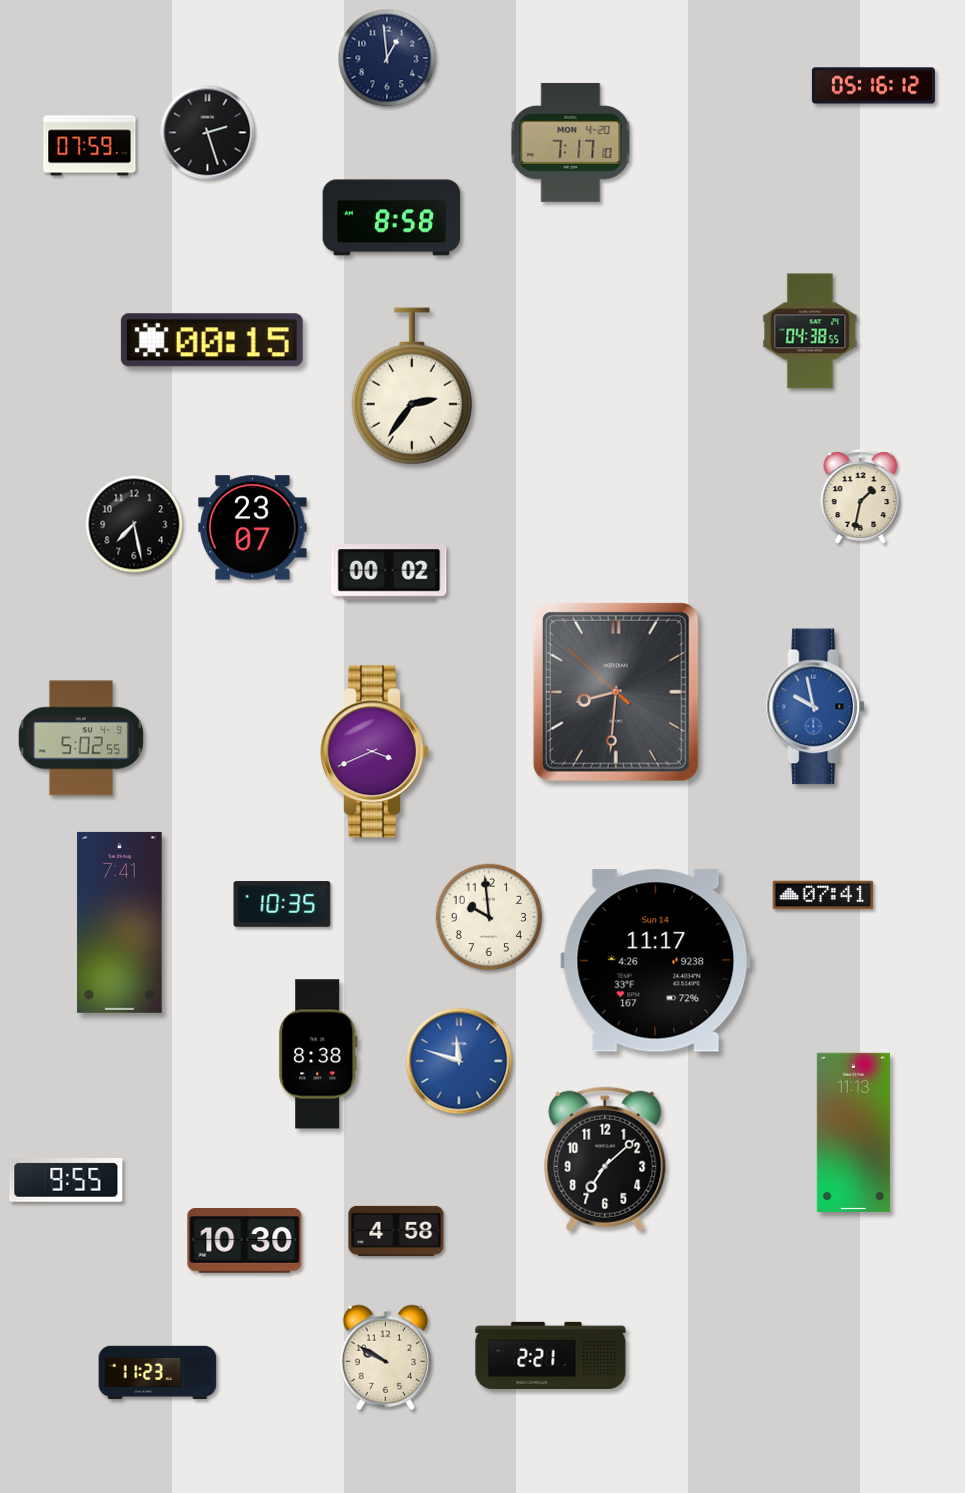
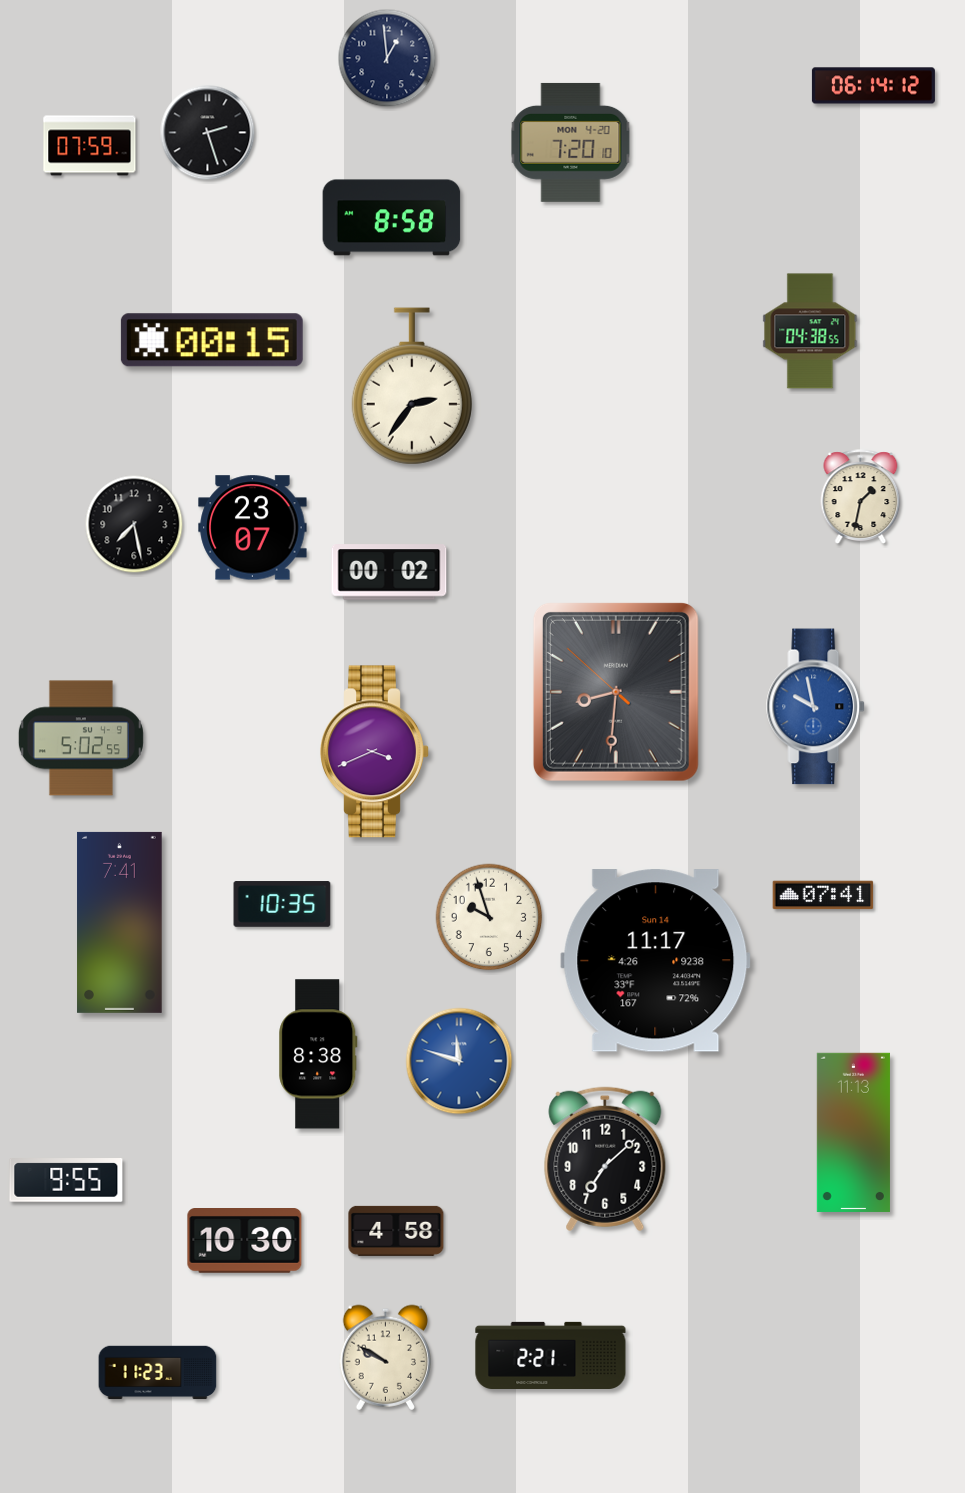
clock at (873, 86): 05:16 -> 06:14
clock at (571, 142): 7:17 -> 7:20
clock at (489, 917): 9:59 -> 9:57
